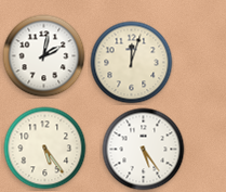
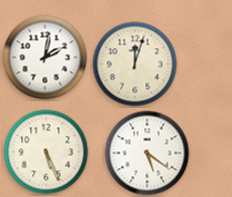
clock at (45, 149): 5:24 -> 5:26
clock at (144, 150): 5:24 -> 5:21
